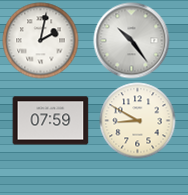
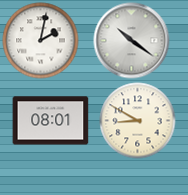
clock at (132, 41): 10:24 -> 10:21
clock at (51, 121): 07:59 -> 08:01
